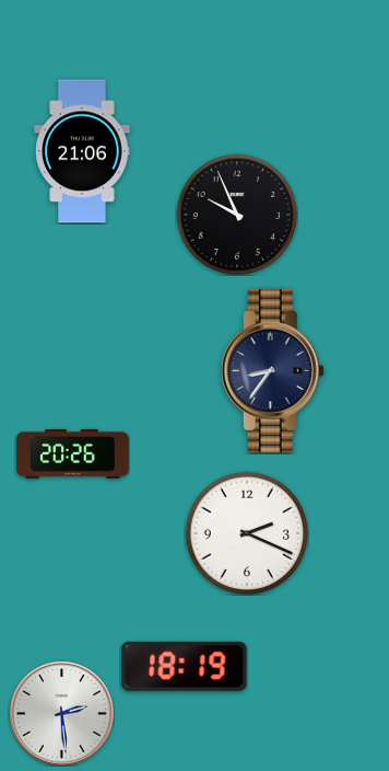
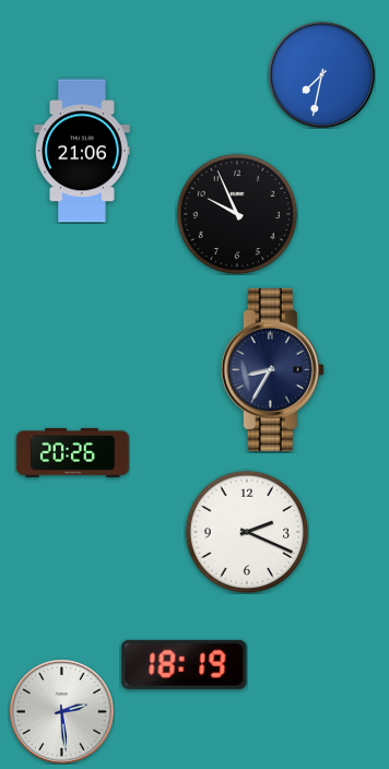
clock at (321, 74): none -> 7:32
clock at (272, 370): 8:36 -> 8:35
